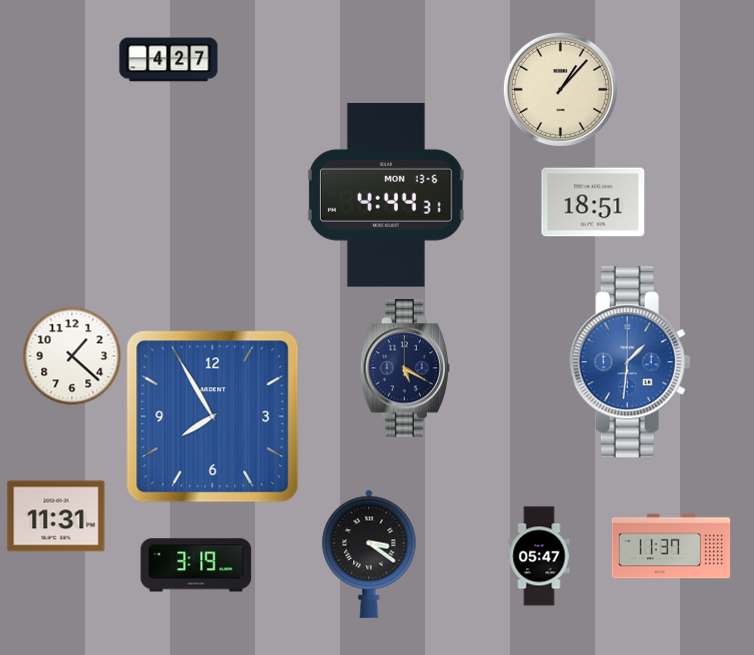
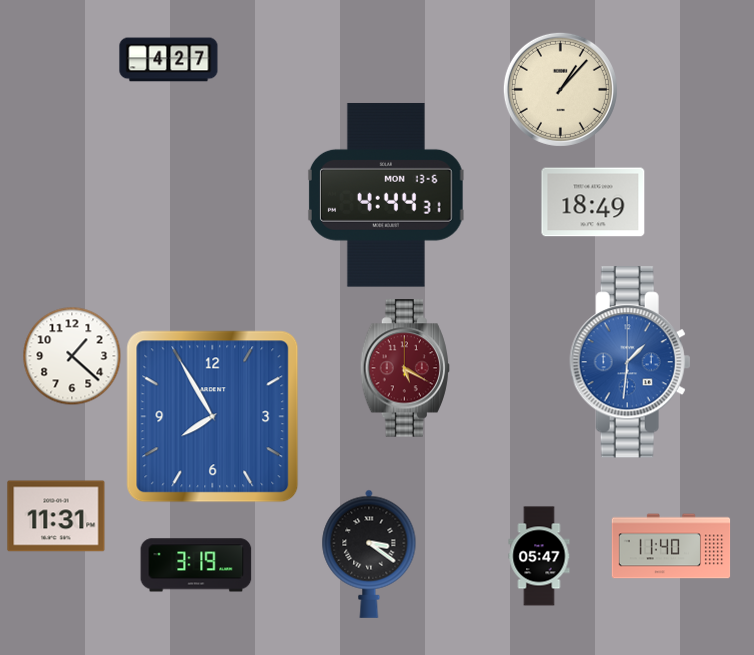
clock at (593, 202): 18:51 -> 18:49
clock at (404, 368) dial: navy -> burgundy
clock at (671, 546): 11:37 -> 11:40
